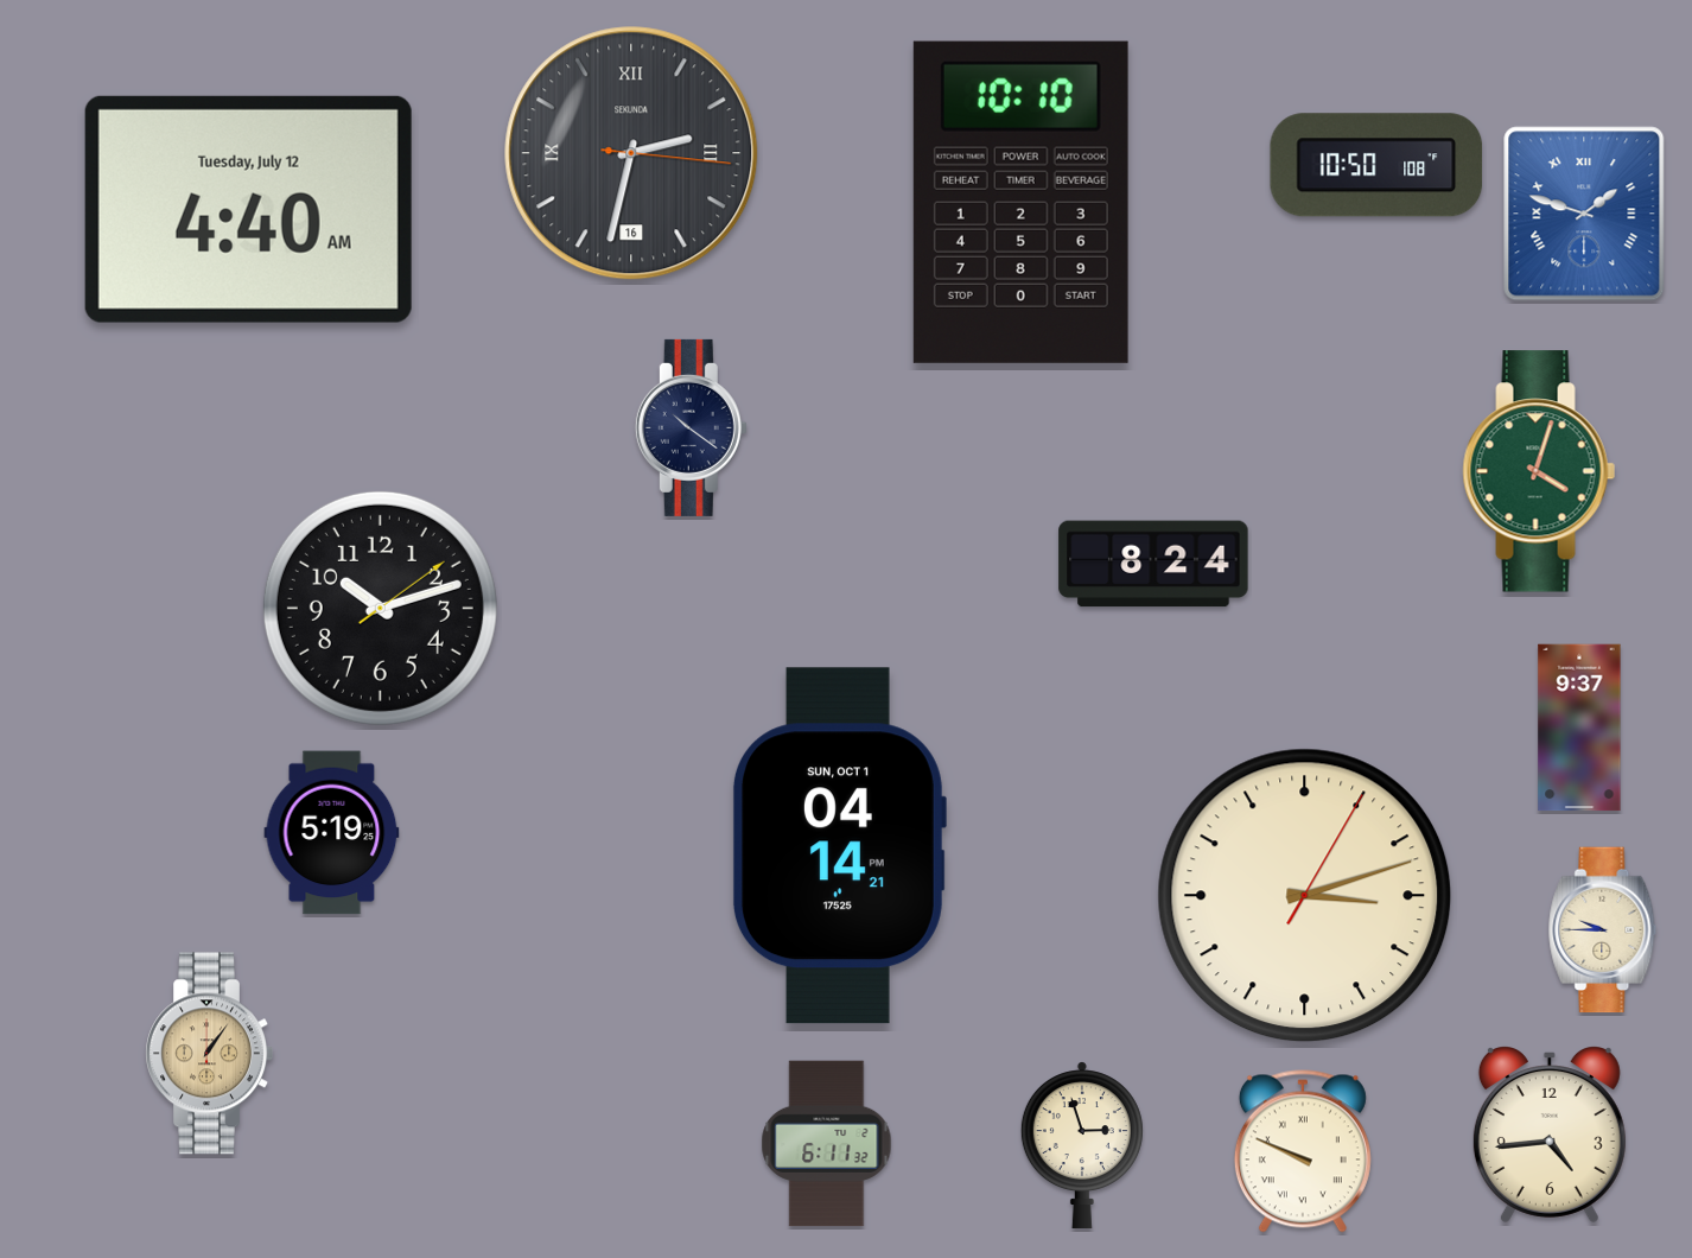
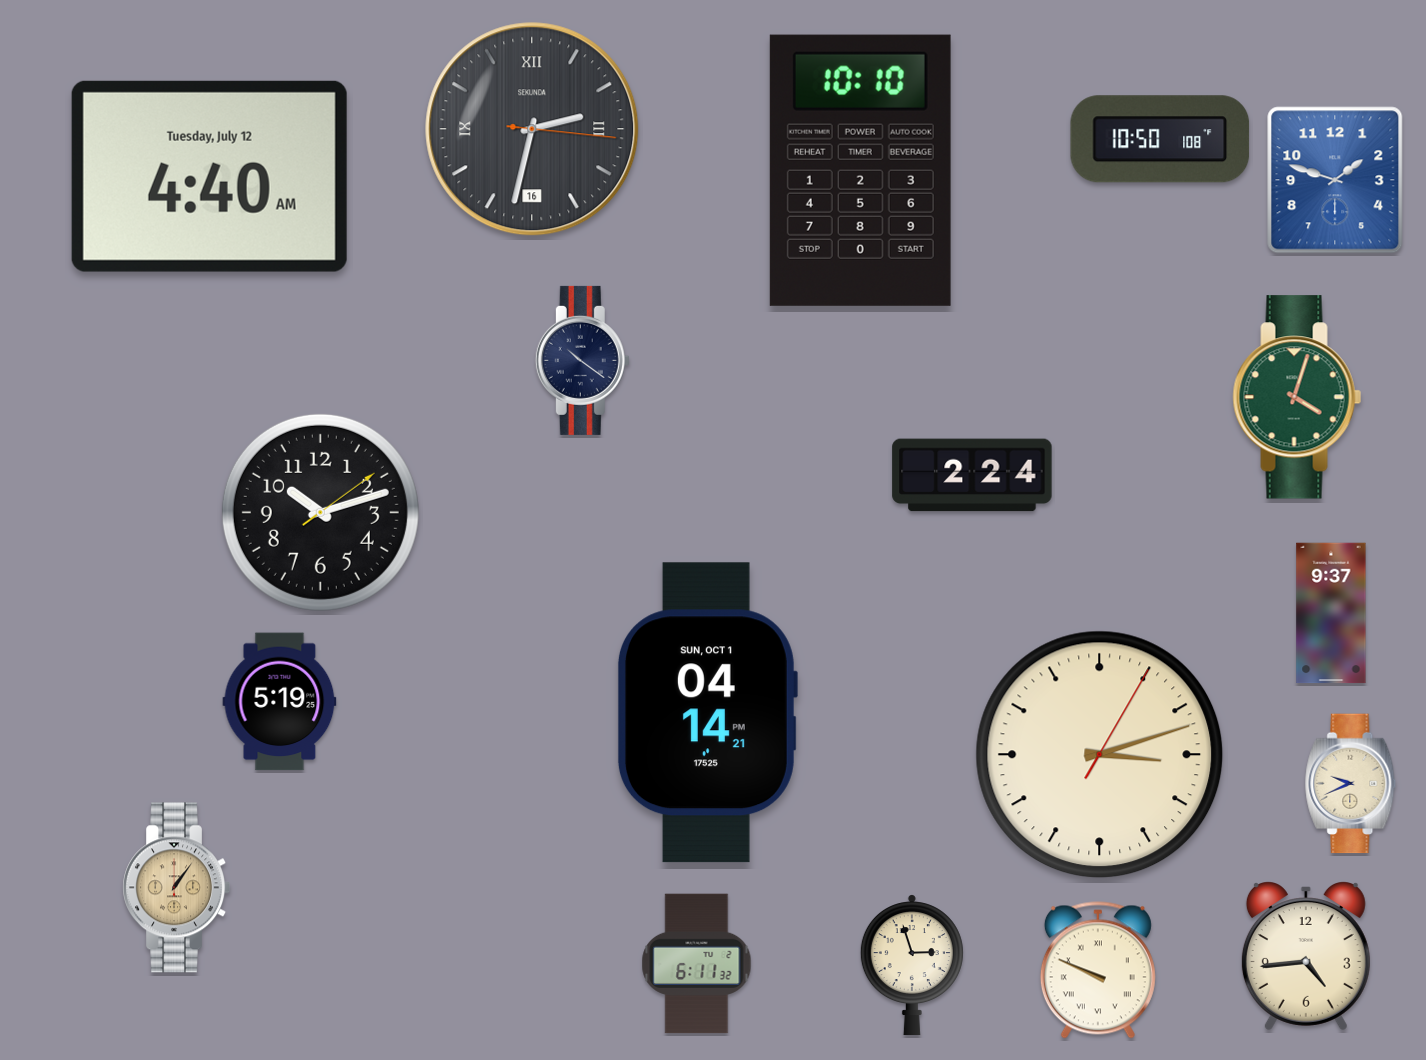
clock at (1584, 214) numerals: Roman -> Arabic
clock at (1153, 564): 8:24 -> 2:24
clock at (1603, 930): 9:45 -> 9:41
